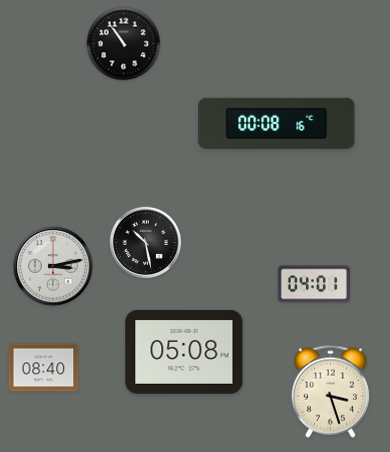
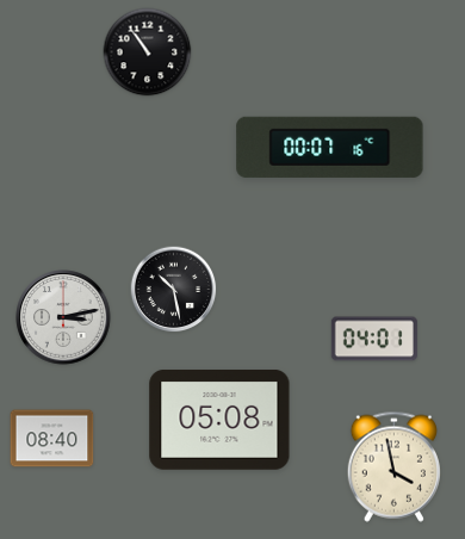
clock at (277, 123): 00:08 -> 00:07
clock at (330, 391): 3:27 -> 3:58
